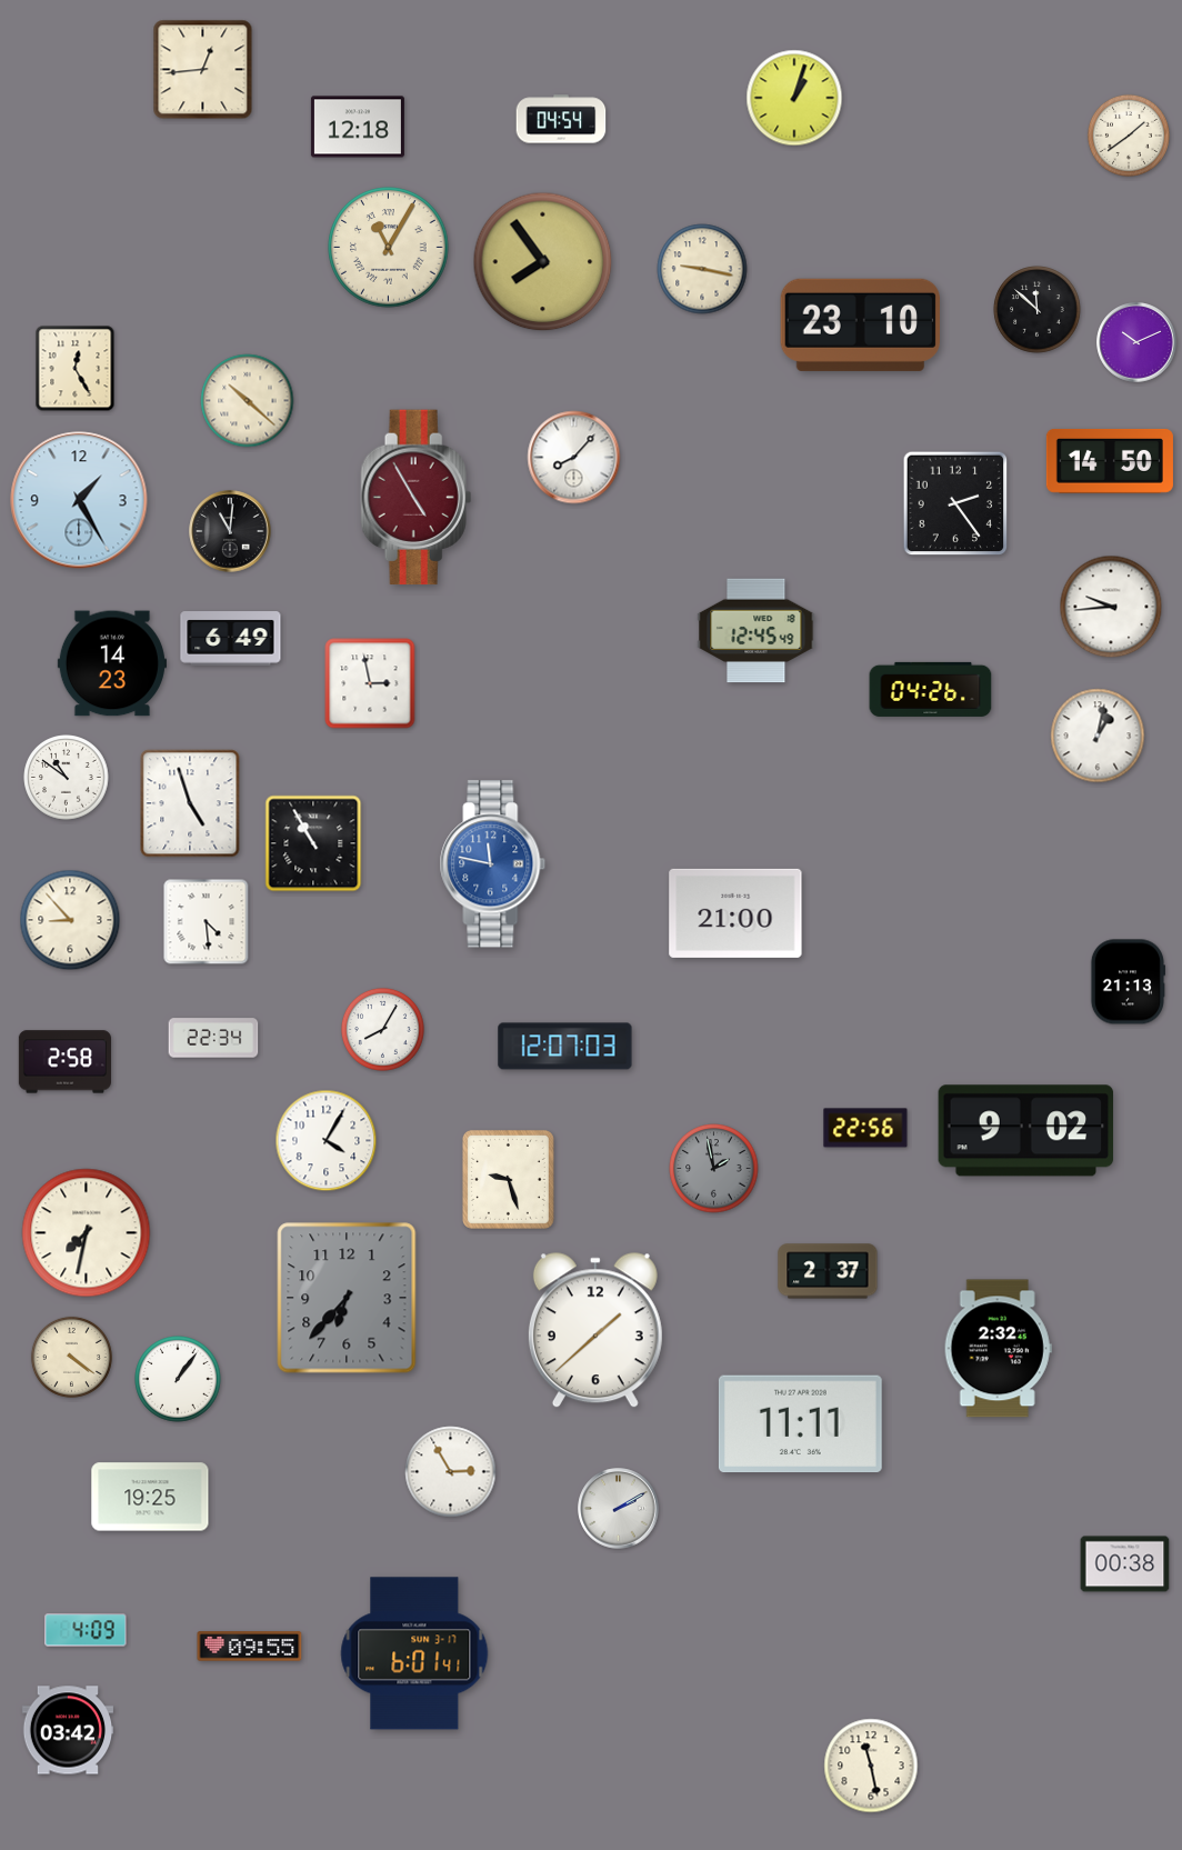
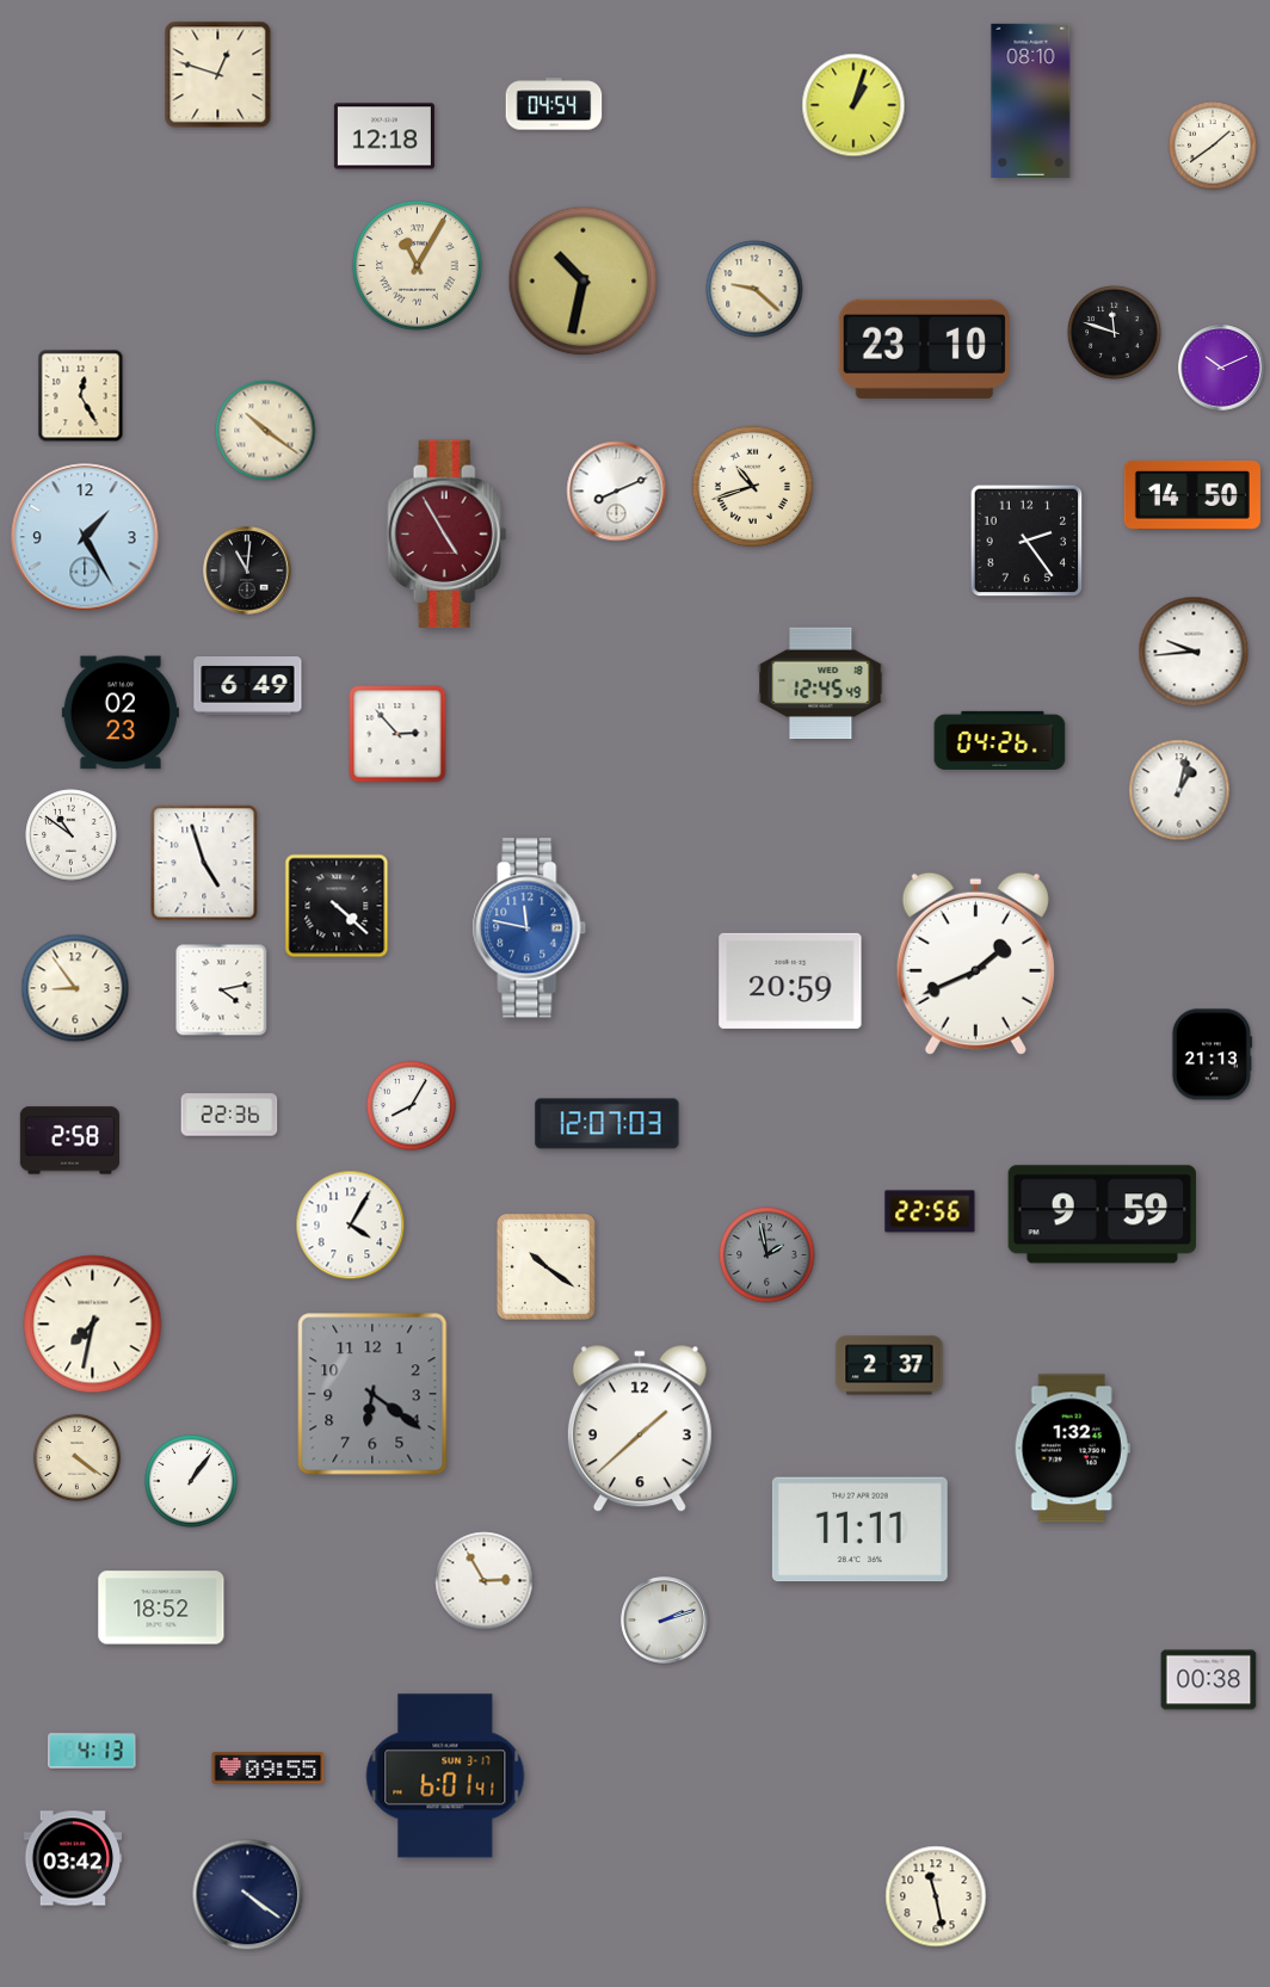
clock at (203, 70): 12:44 -> 12:48
clock at (1031, 100): none -> 08:10
clock at (561, 119) position: (561, 119) -> (554, 104)
clock at (543, 262): 7:54 -> 10:32
clock at (702, 269): 9:17 -> 9:22
clock at (1038, 310): 11:52 -> 11:48
clock at (248, 401): 10:22 -> 10:21
clock at (752, 486): none -> 10:42
clock at (574, 458): 8:07 -> 8:11
clock at (757, 631) position: (757, 631) -> (821, 684)
clock at (112, 663): 14:23 -> 02:23
clock at (370, 683): 2:58 -> 2:53
clock at (313, 843): 10:55 -> 4:22
clock at (975, 963): none -> 1:41
clock at (735, 913): 21:00 -> 20:59
clock at (70, 920): 8:53 -> 8:54
clock at (207, 922): 4:29 -> 4:13
clock at (213, 1038): 22:34 -> 22:36
clock at (1026, 1131): 9:02 -> 9:59
clock at (508, 1179): 9:27 -> 10:21
clock at (347, 1298): 6:37 -> 6:21
clock at (998, 1349): 2:32 -> 1:32
clock at (150, 1497): 19:25 -> 18:52
clock at (619, 1509): 2:10 -> 2:12
clock at (86, 1630): 4:09 -> 4:13
clock at (248, 1895): none -> 4:21
